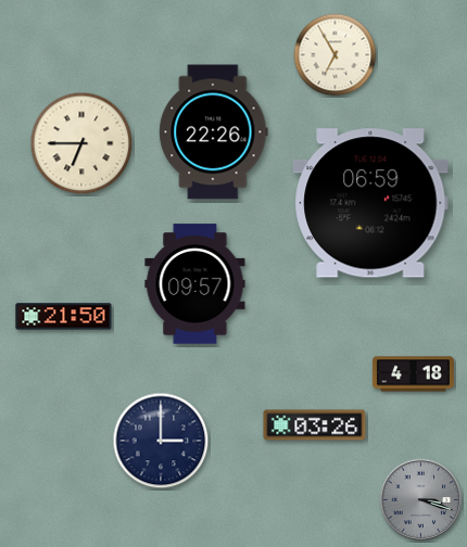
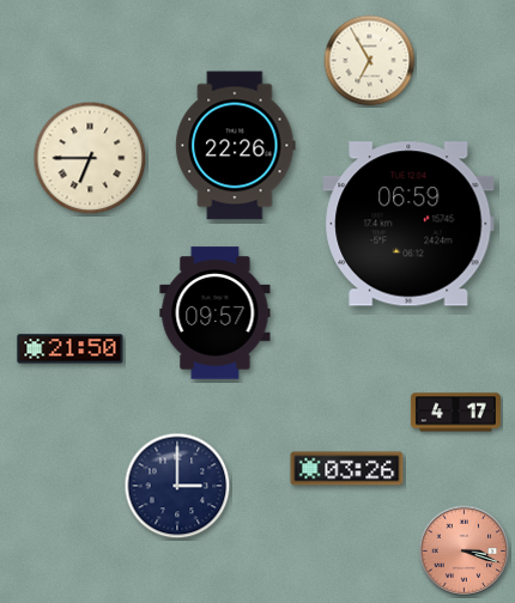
clock at (413, 374): 4:18 -> 4:17
clock at (421, 500) dial: grey -> salmon
